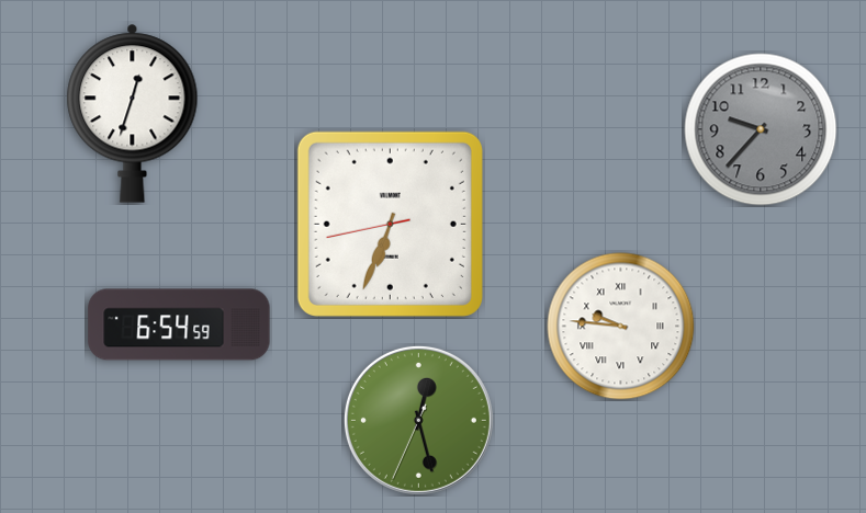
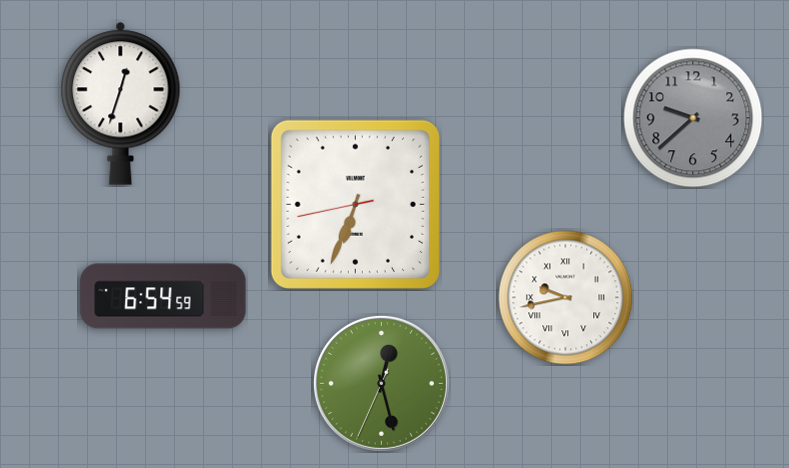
clock at (761, 129): 9:37 -> 9:38
clock at (621, 327): 9:46 -> 9:43
